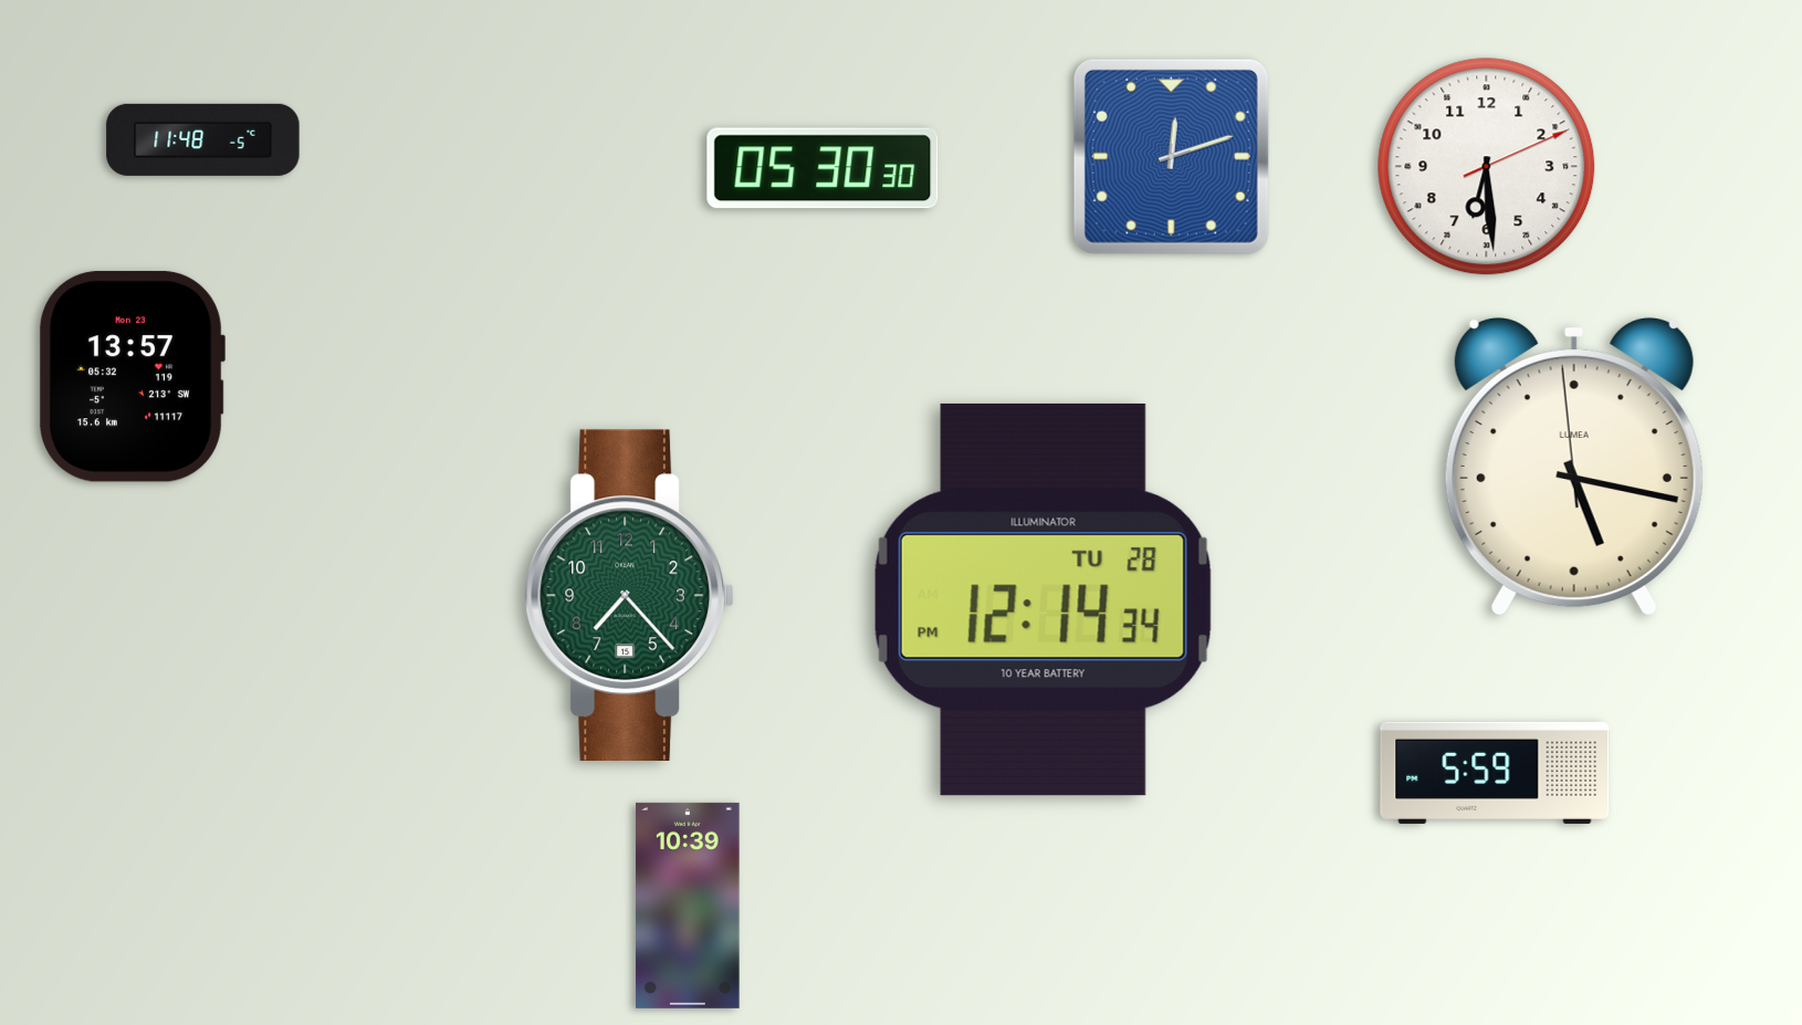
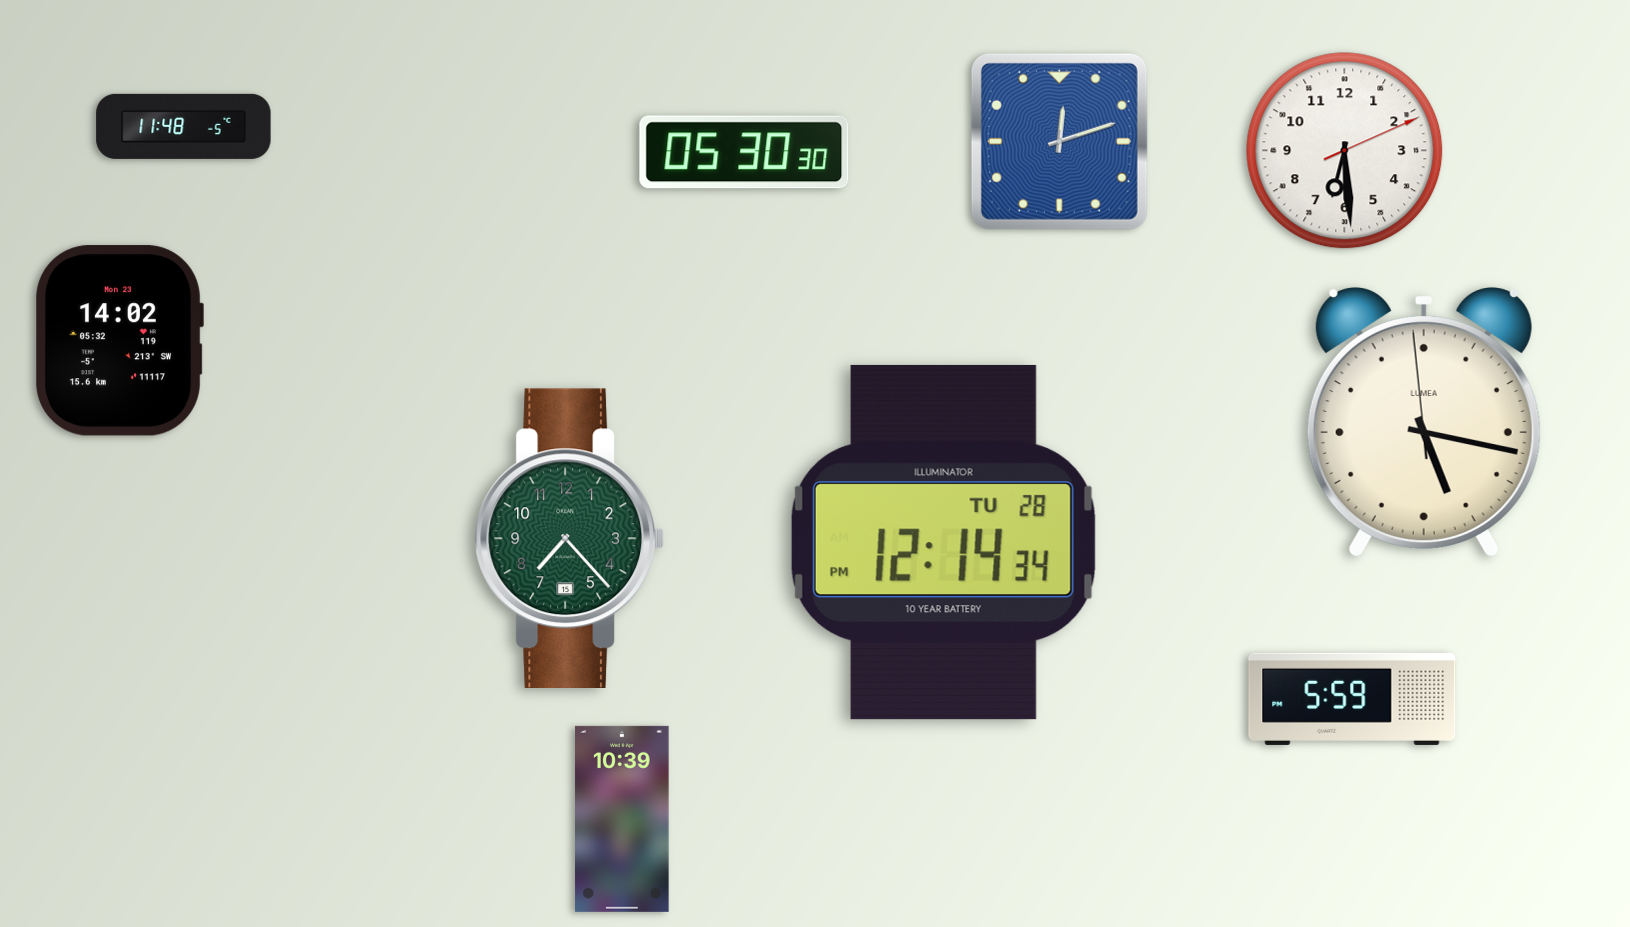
clock at (133, 377): 13:57 -> 14:02
